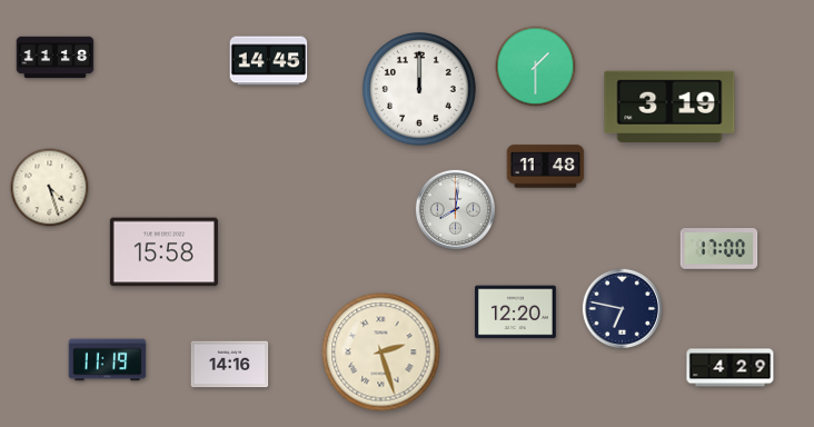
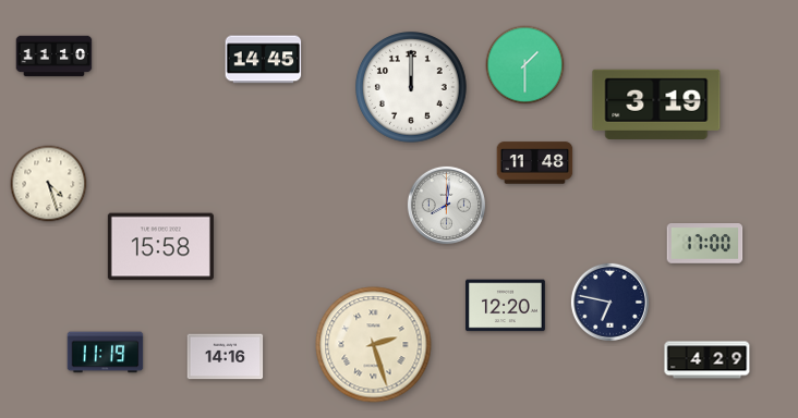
clock at (56, 58): 11:18 -> 11:10
clock at (731, 368) position: (731, 368) -> (708, 360)
